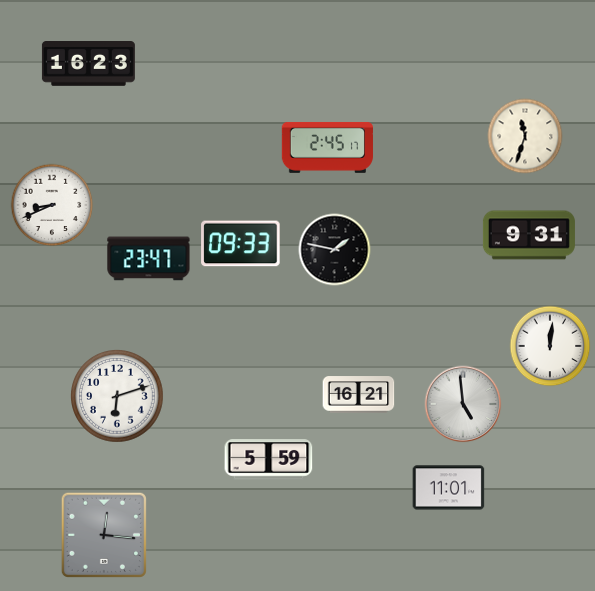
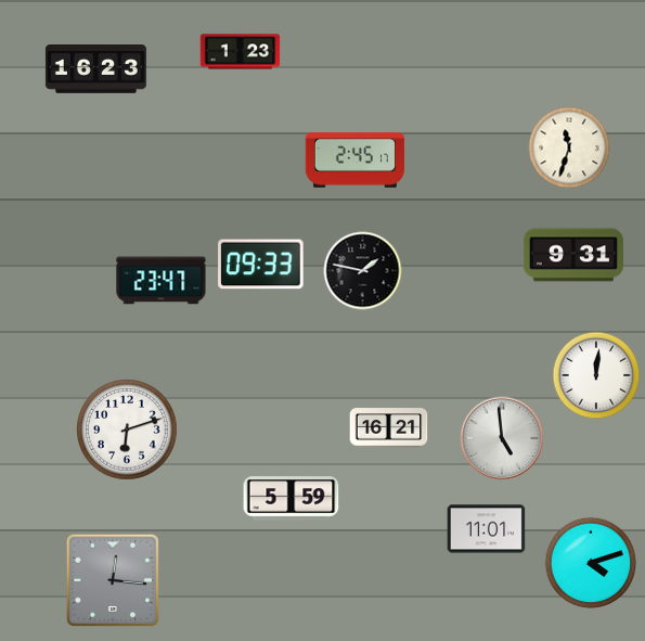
clock at (241, 52): none -> 1:23
clock at (52, 205): 8:41 -> none
clock at (591, 563): none -> 4:12
